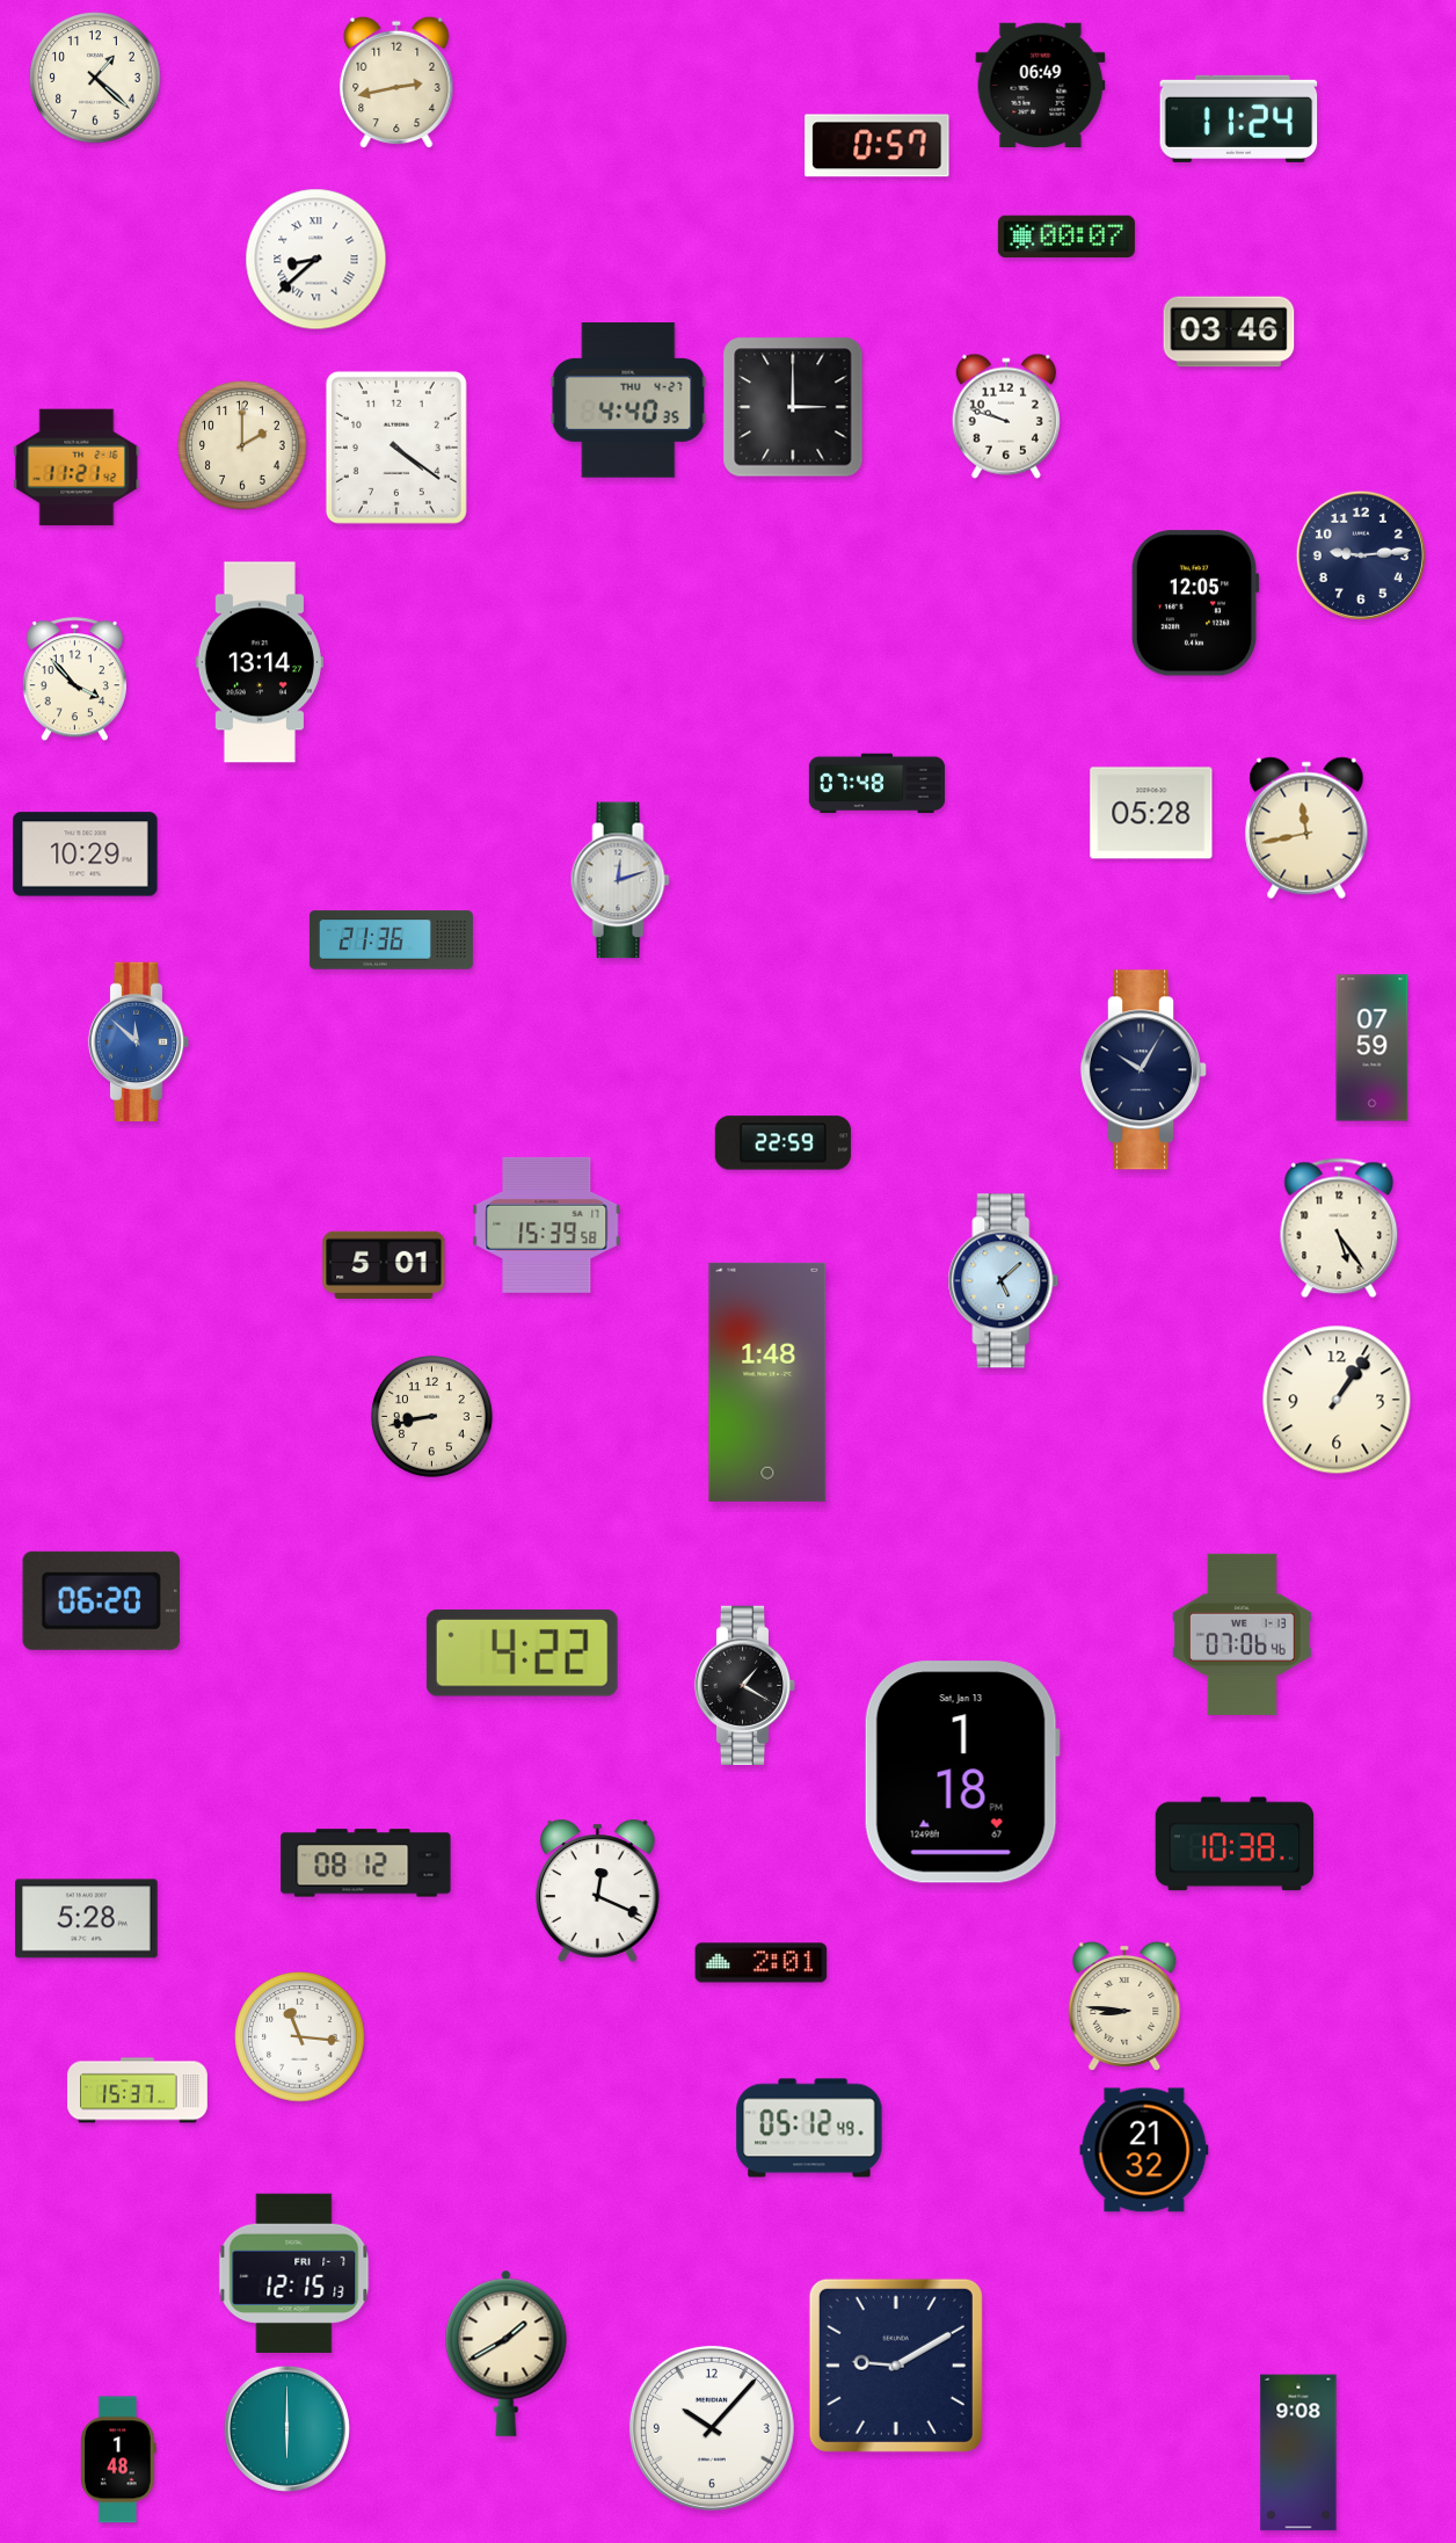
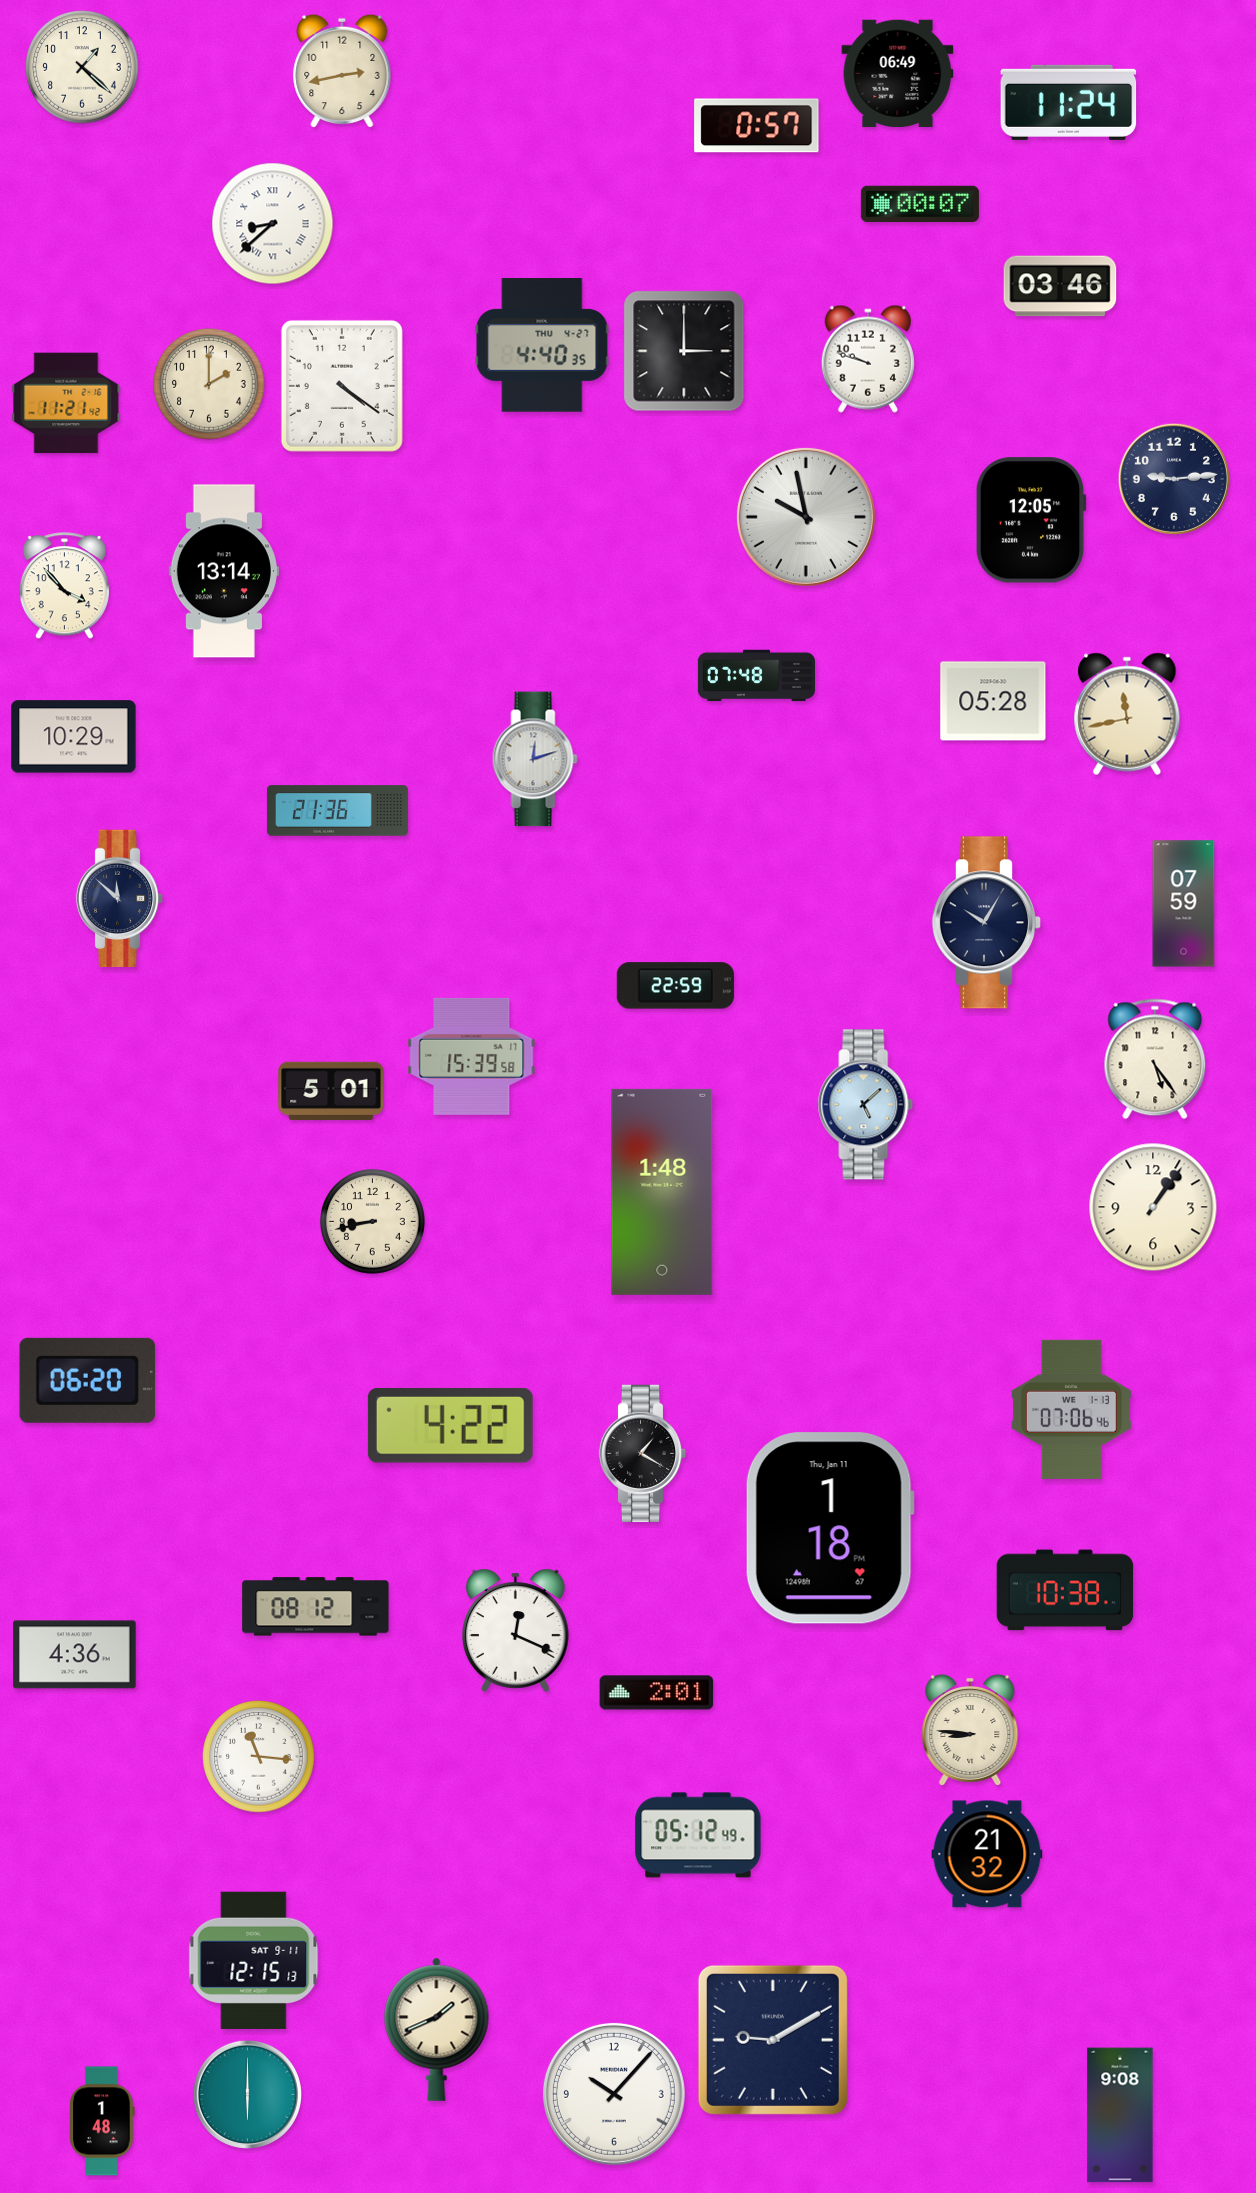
clock at (806, 517): none -> 9:58
clock at (139, 1041) dial: blue -> navy
clock at (962, 1772) date: Sat, Jan 13 -> Thu, Jan 11
clock at (87, 1919): 5:28 -> 4:36
clock at (138, 2091): 15:37 -> none
clock at (294, 2273) date: FRI 1-7 -> SAT 9-11
clock at (507, 2353): 1:40 -> 1:41
